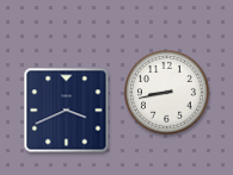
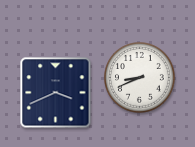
clock at (167, 93): 8:43 -> 8:41
